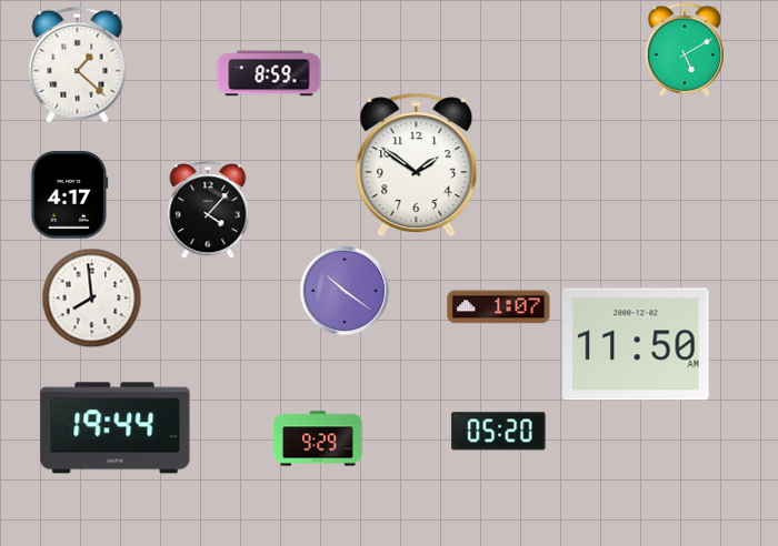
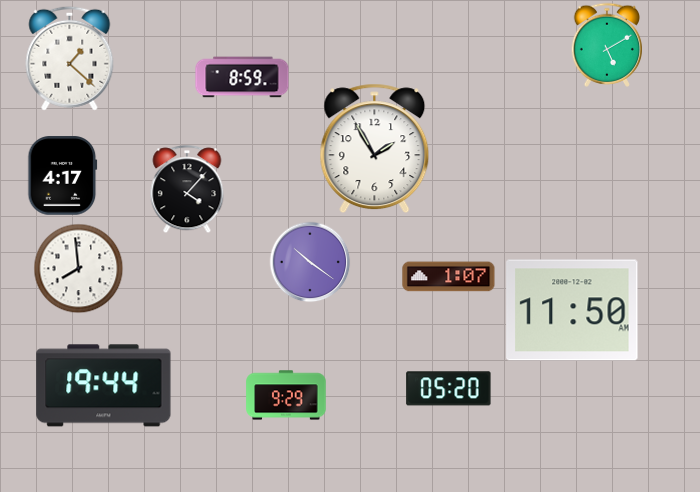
clock at (684, 50) position: (684, 50) -> (606, 45)
clock at (269, 73) position: (269, 73) -> (242, 77)
clock at (417, 165): 1:51 -> 1:55
clock at (91, 297) position: (91, 297) -> (78, 268)
